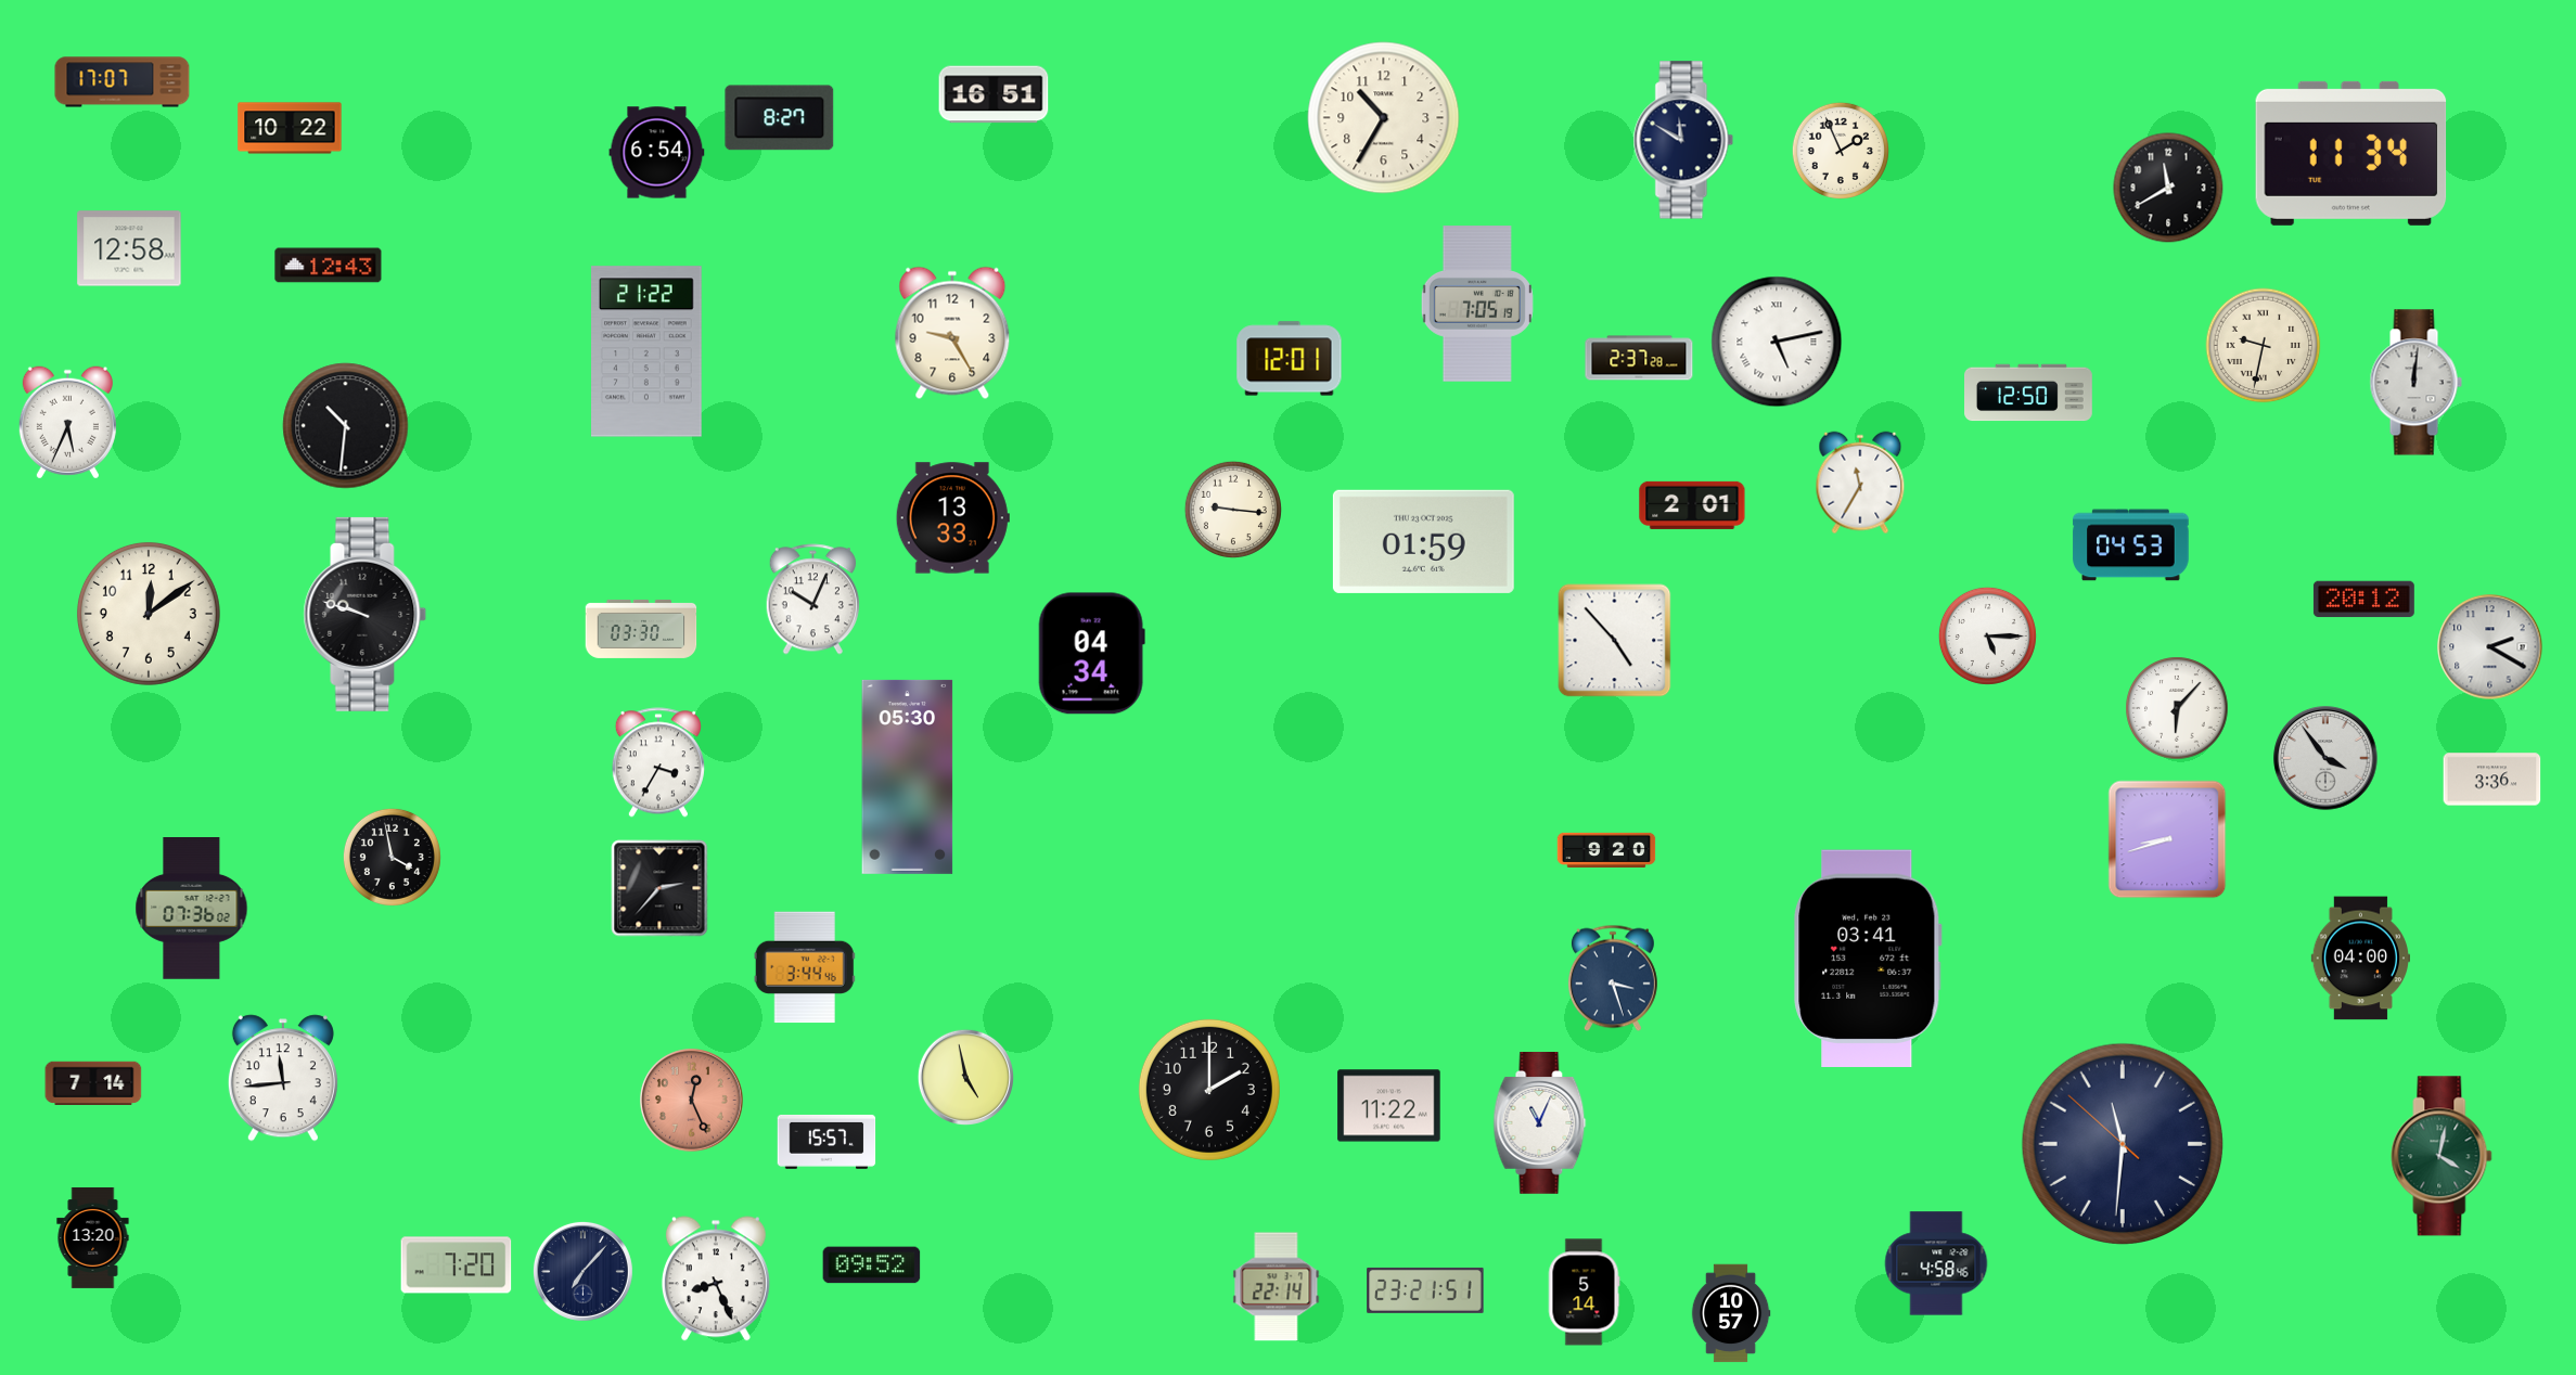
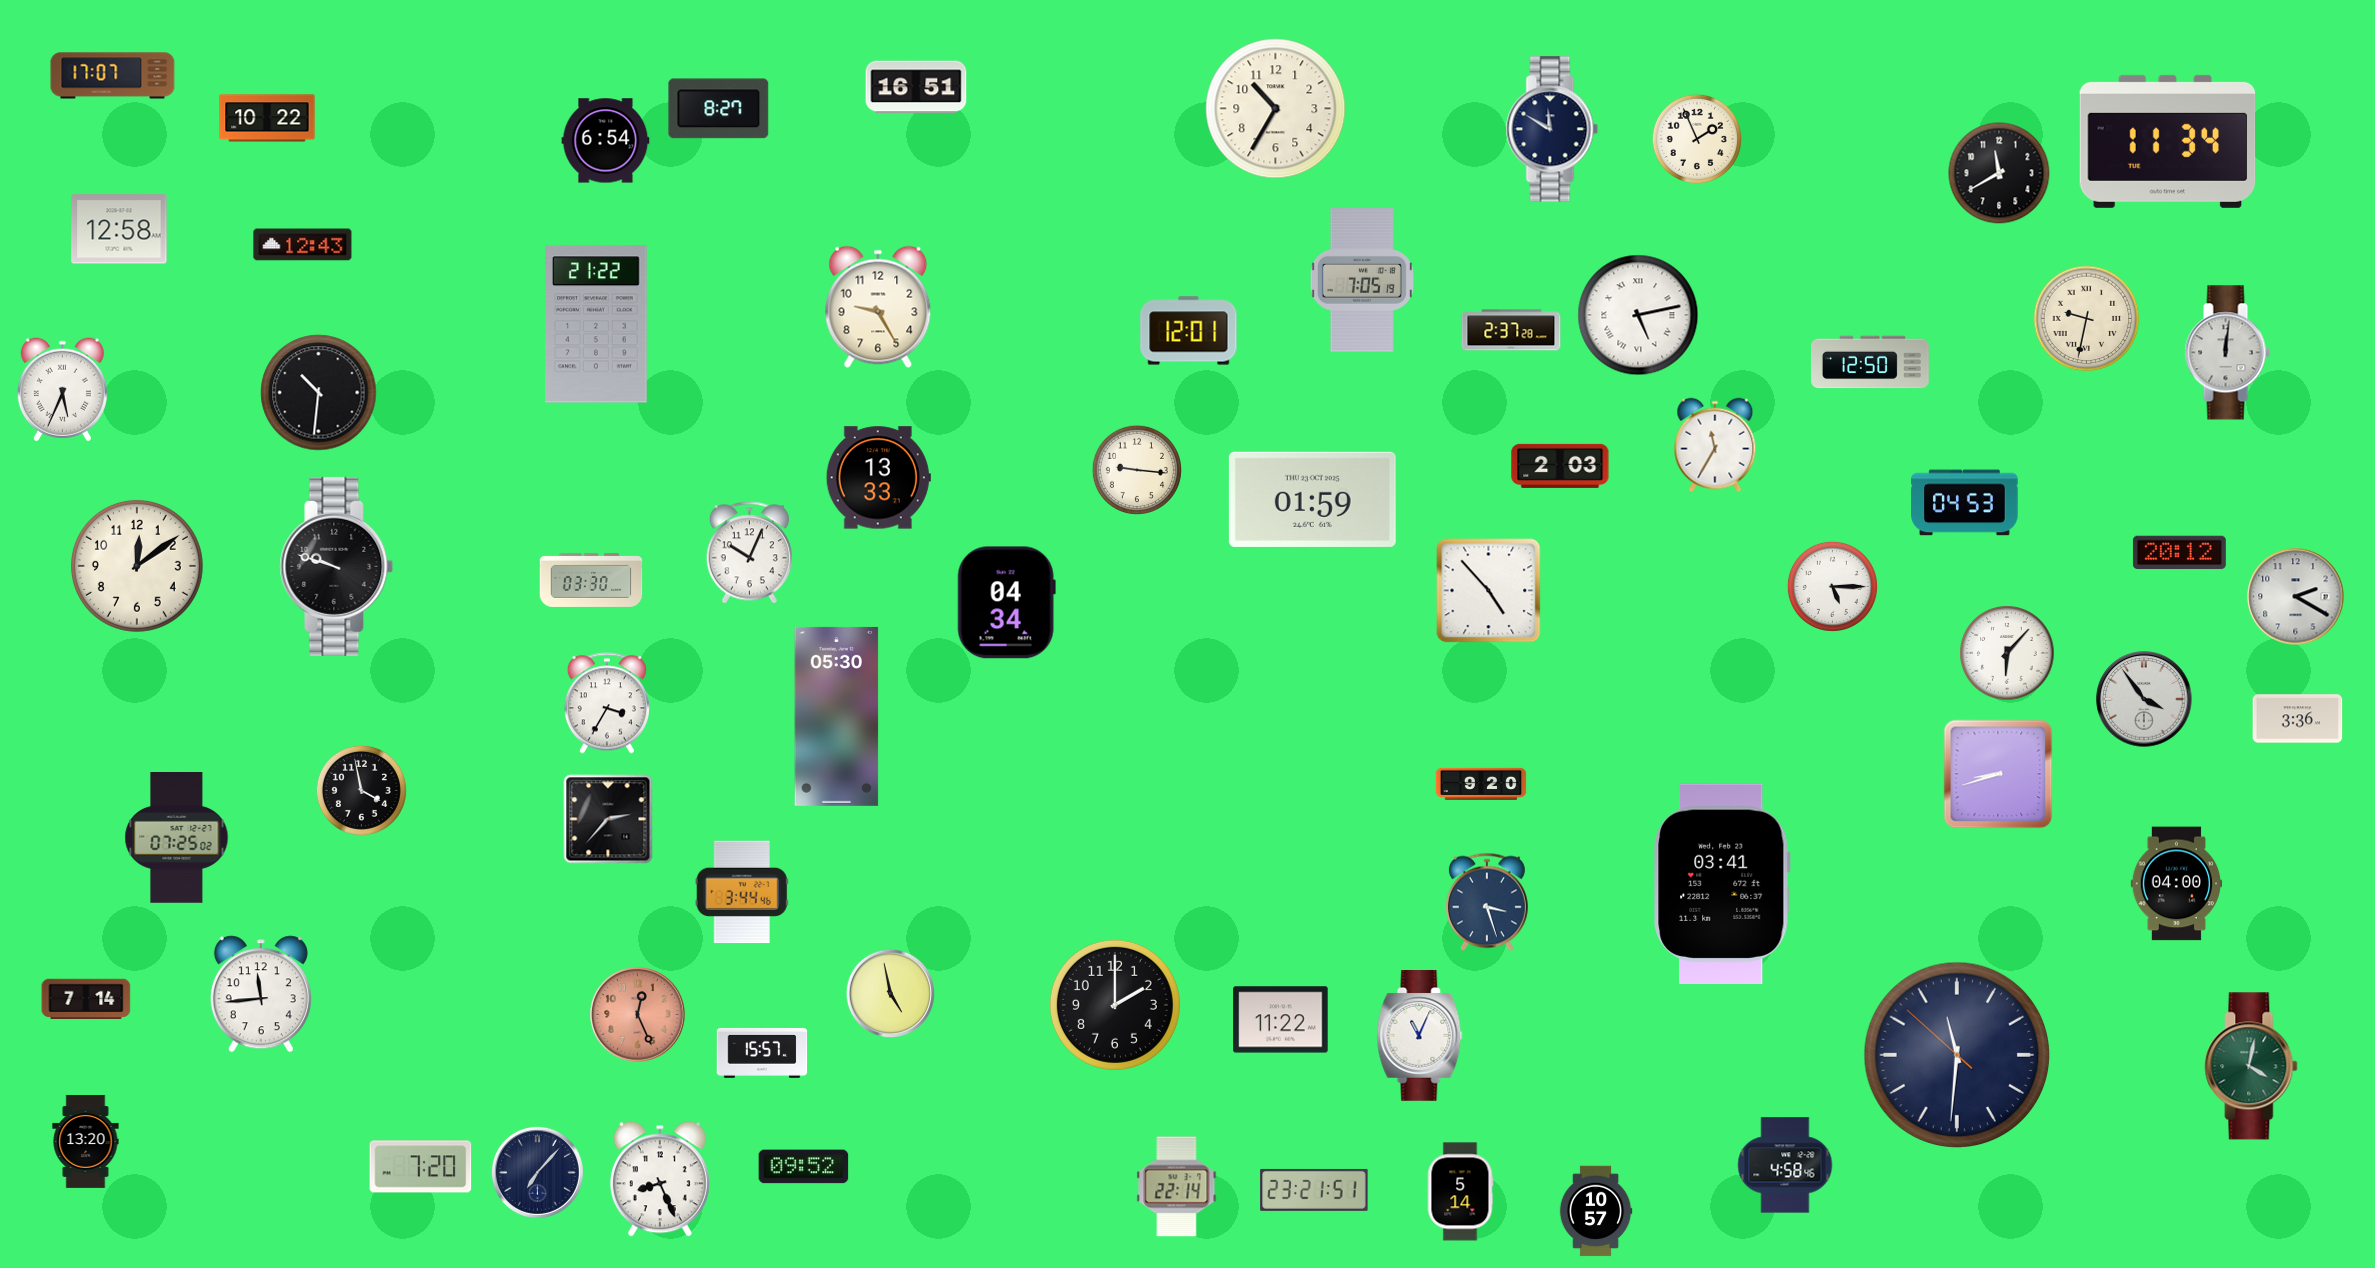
clock at (1692, 505): 2:01 -> 2:03
clock at (192, 909): 07:36 -> 07:25
